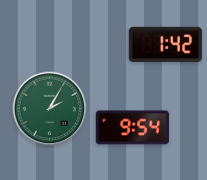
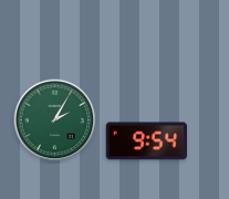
clock at (165, 44): 1:42 -> none
